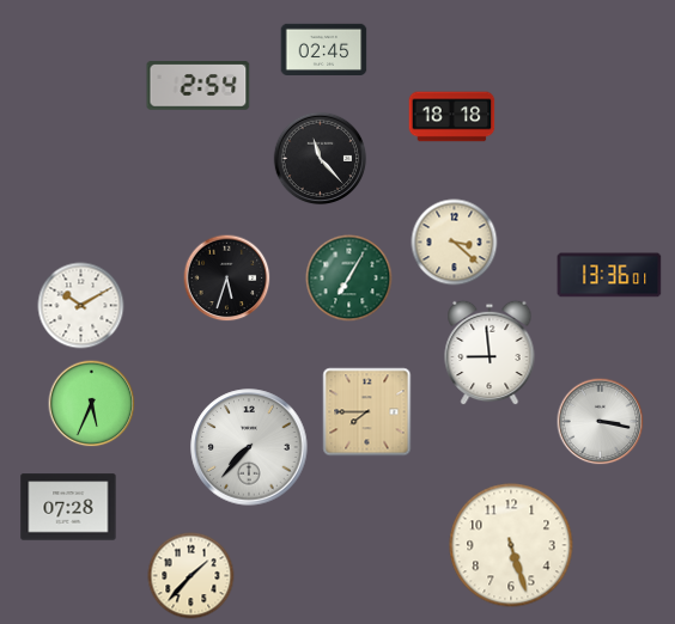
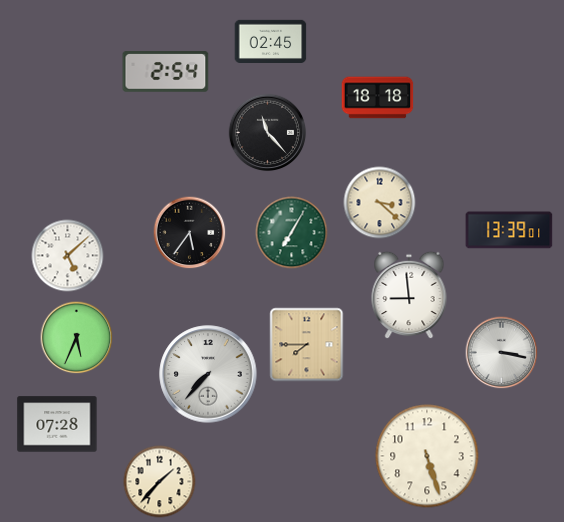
clock at (609, 275): 13:36 -> 13:39
clock at (227, 279): 5:33 -> 5:36
clock at (81, 306): 10:10 -> 5:08
